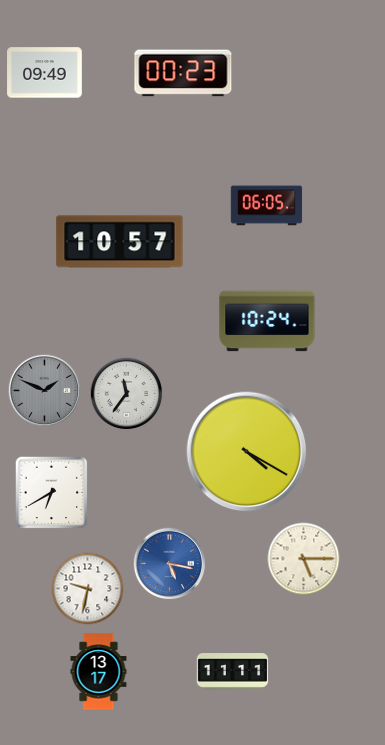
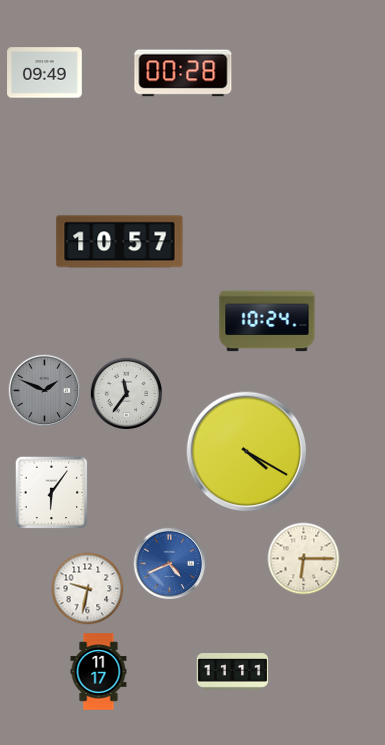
clock at (183, 73): 00:23 -> 00:28
clock at (267, 206): 06:05 -> none
clock at (52, 493): 6:40 -> 6:06
clock at (304, 559): 5:15 -> 6:15
clock at (170, 564): 5:17 -> 4:41
clock at (99, 672): 13:17 -> 11:17
